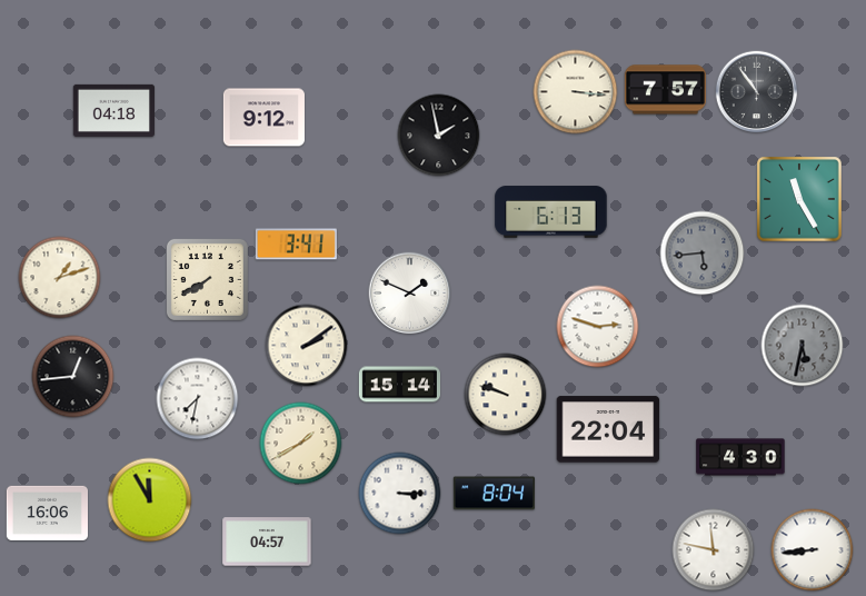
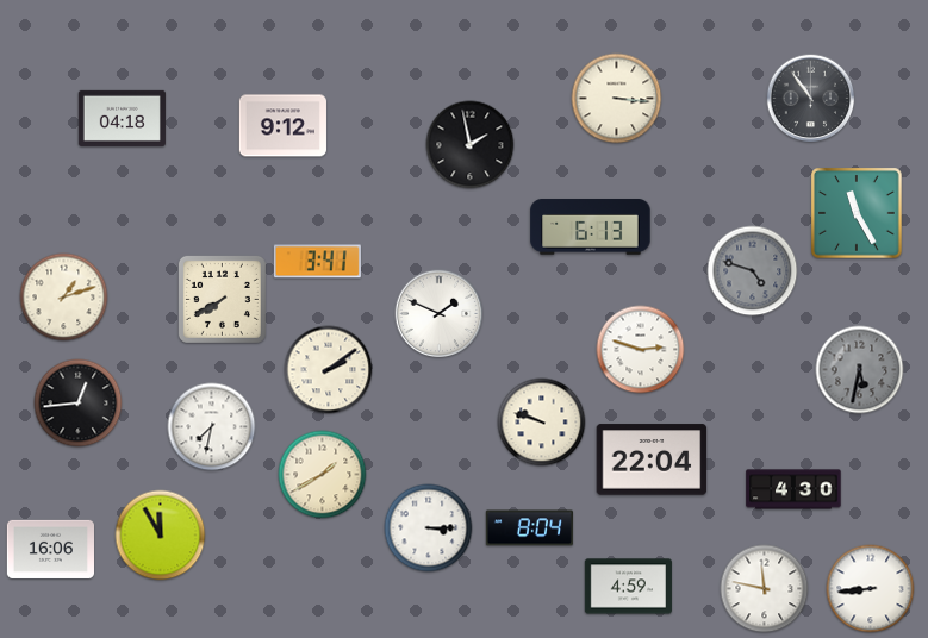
clock at (665, 90): 7:57 -> none
clock at (703, 254): 5:44 -> 4:48
clock at (399, 385): 15:14 -> none
clock at (267, 542): 04:57 -> none
clock at (628, 587): none -> 4:59
